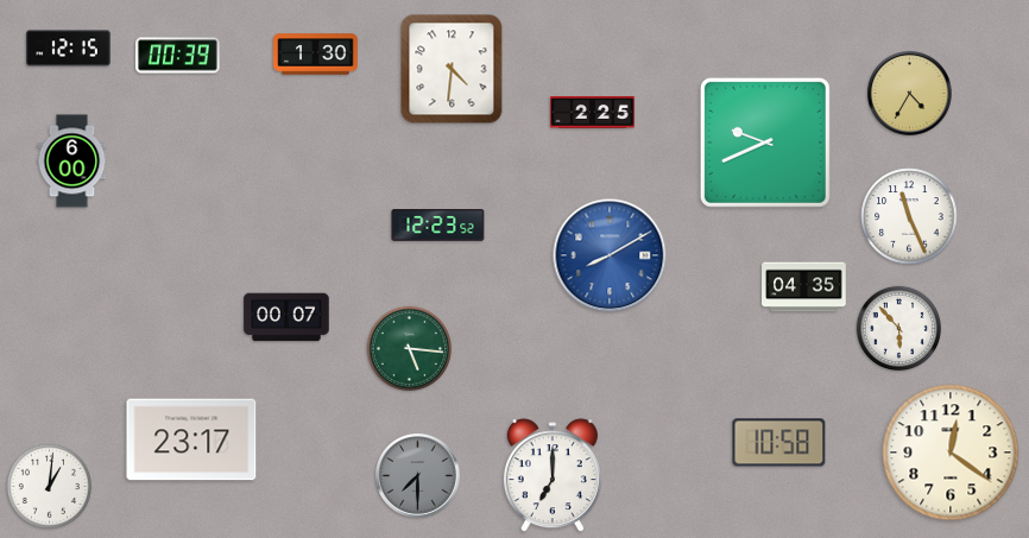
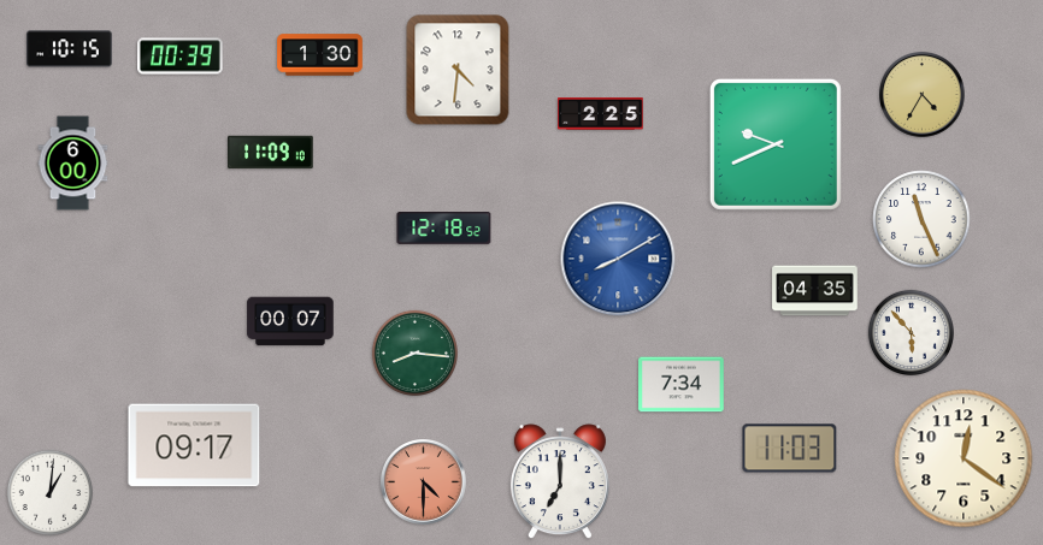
clock at (69, 49): 12:15 -> 10:15
clock at (271, 153): none -> 11:09
clock at (438, 226): 12:23 -> 12:18
clock at (410, 349): 5:16 -> 8:16
clock at (682, 385): none -> 7:34
clock at (191, 439): 23:17 -> 09:17
clock at (779, 443): 10:58 -> 11:03
clock at (418, 476): 7:30 -> 4:30
clock at (418, 476) dial: grey -> salmon
